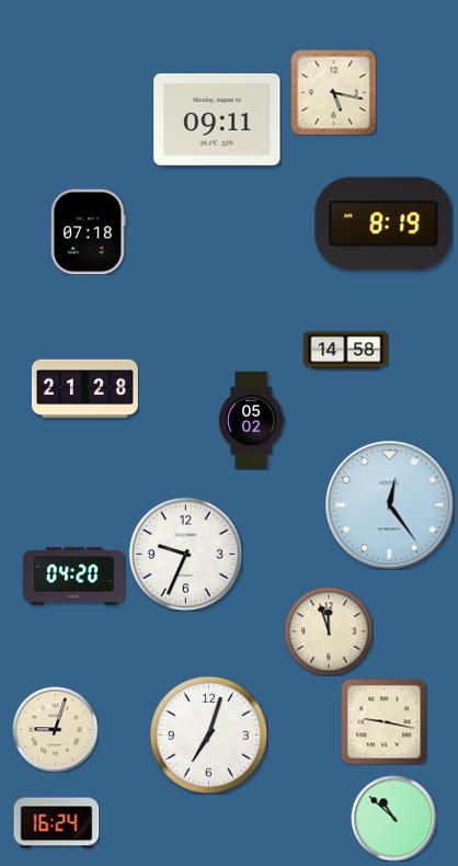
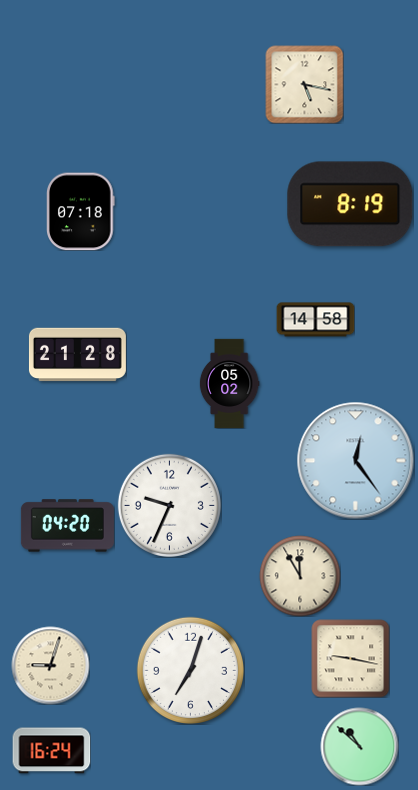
clock at (217, 119): 09:11 -> none
clock at (329, 631): 11:57 -> 11:55
